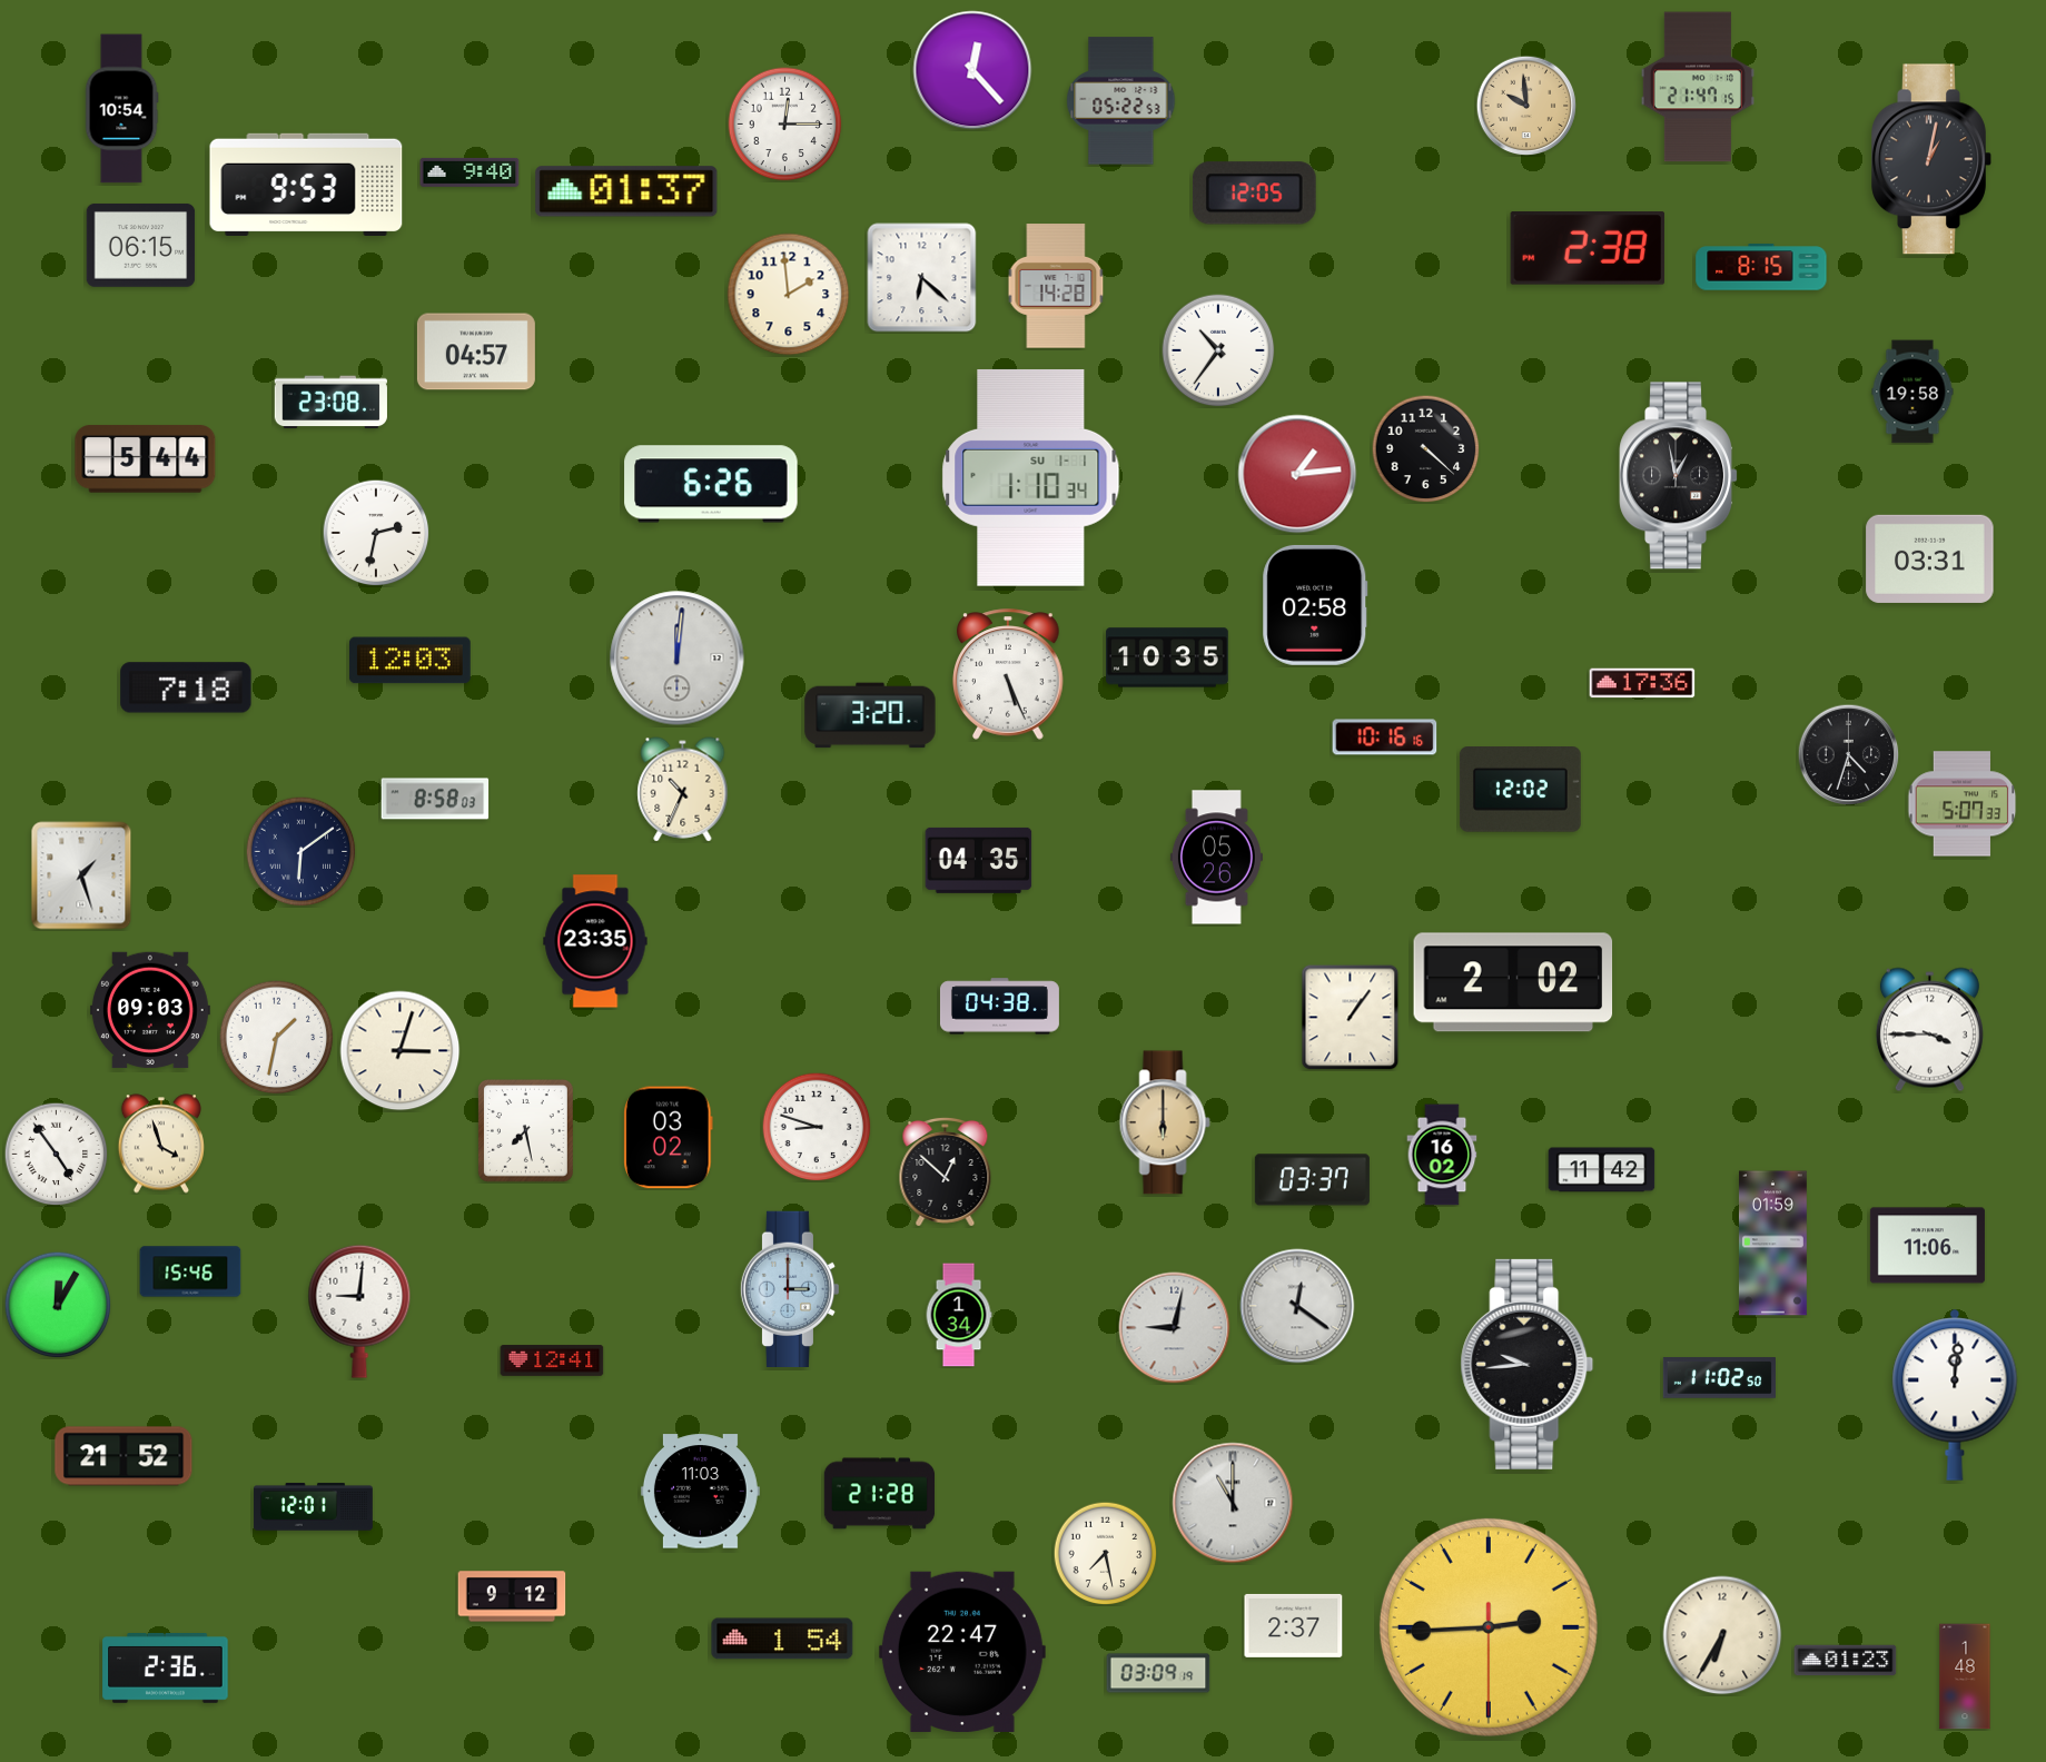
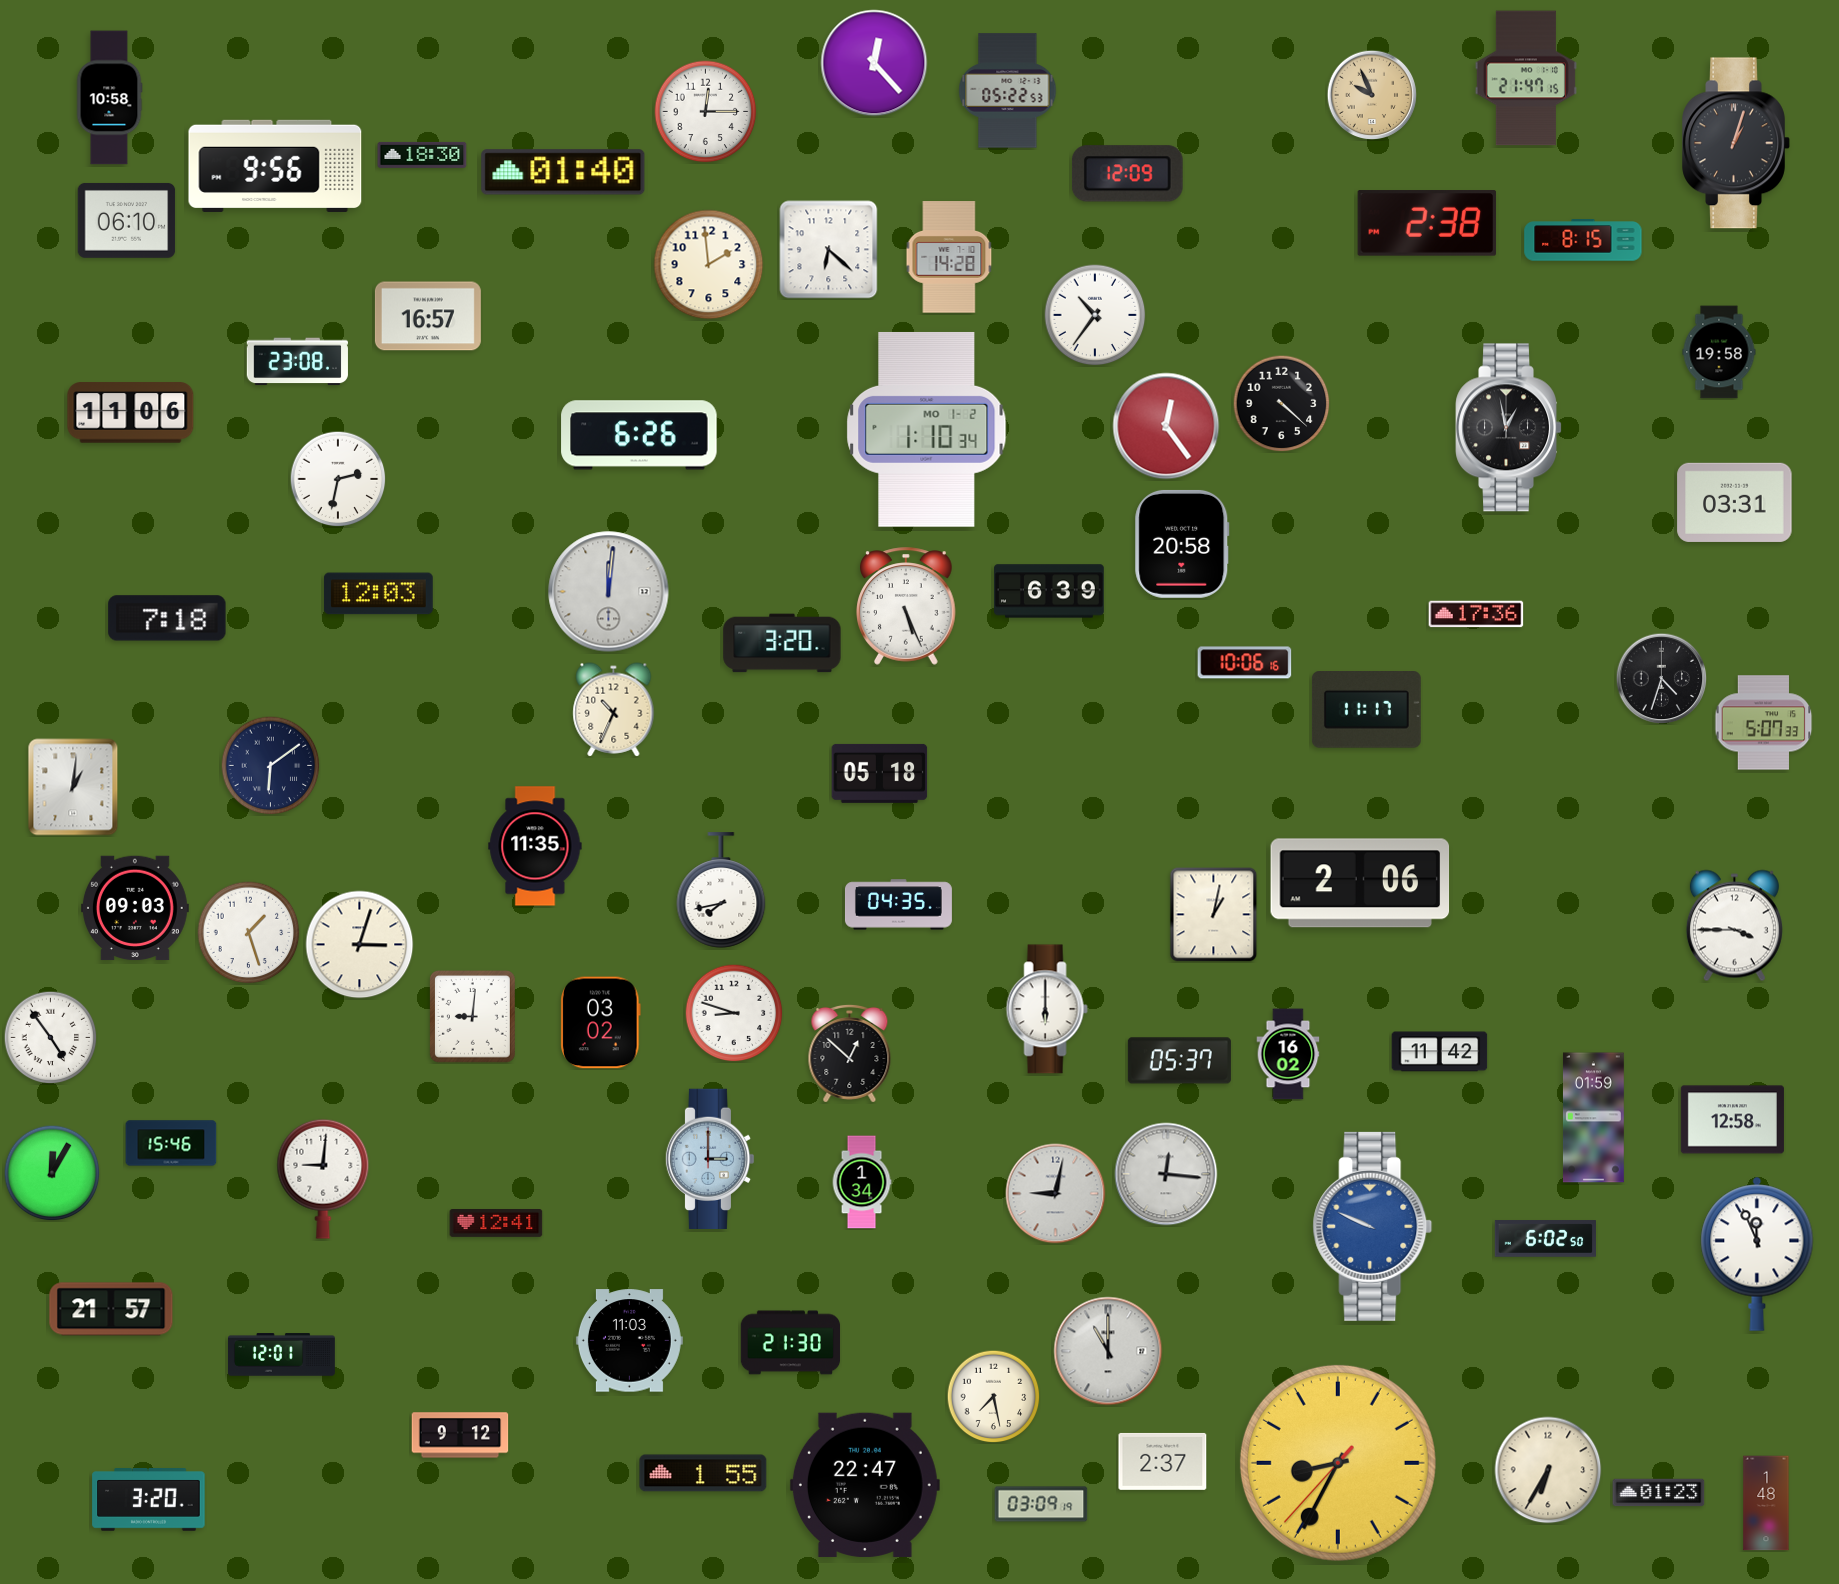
clock at (1526, 106): 9:59 -> 9:56
clock at (121, 109): 10:54 -> 10:58
clock at (1931, 159): 1:02 -> 1:03
clock at (470, 172): 9:40 -> 18:30
clock at (306, 185): 9:53 -> 9:56
clock at (626, 191): 01:37 -> 01:40
clock at (1254, 194): 12:05 -> 12:09
clock at (141, 245): 06:15 -> 06:10
clock at (476, 352): 04:57 -> 16:57
clock at (146, 459): 5:44 -> 11:06
clock at (1297, 474): 1:14 -> 12:24
clock at (1031, 477) date: SU 1-1 -> MO 1-2
clock at (1315, 605): 02:58 -> 20:58
clock at (1167, 657): 10:35 -> 6:39
clock at (409, 661) position: (409, 661) -> (378, 594)
clock at (1385, 738): 10:16 -> 10:06
clock at (1520, 790): 12:02 -> 11:17
clock at (435, 799): 8:58 -> none
clock at (1216, 858): 05:26 -> none
clock at (979, 860): 04:35 -> 05:18
clock at (81, 875): 1:27 -> 1:01
clock at (595, 941): 23:35 -> 11:35
clock at (1513, 982): 2:02 -> 2:06
clock at (721, 890): none -> 7:43
clock at (999, 1007): 04:38 -> 04:35
clock at (1351, 1018): 1:06 -> 1:02
clock at (277, 1038): 1:32 -> 1:27
clock at (1165, 1122) dial: champagne -> white
clock at (525, 1131): 7:28 -> 9:01
clock at (161, 1144): 3:57 -> none
clock at (1442, 1155) position: (1442, 1155) -> (1288, 1054)
clock at (1312, 1180): 03:37 -> 05:37
clock at (1927, 1246): 11:06 -> 12:58
clock at (1297, 1306): 12:21 -> 12:16
clock at (1528, 1364): 9:44 -> 9:49
clock at (1528, 1364) dial: black -> blue
clock at (1719, 1378): 11:02 -> 6:02
clock at (1955, 1395): 12:01 -> 11:56
clock at (123, 1456): 21:52 -> 21:57
clock at (880, 1494): 21:28 -> 21:30
clock at (1489, 1627): 2:44 -> 8:34
clock at (782, 1639): 1:54 -> 1:55
clock at (166, 1669): 2:36 -> 3:20
clock at (1965, 1676) position: (1965, 1676) -> (1766, 1503)
